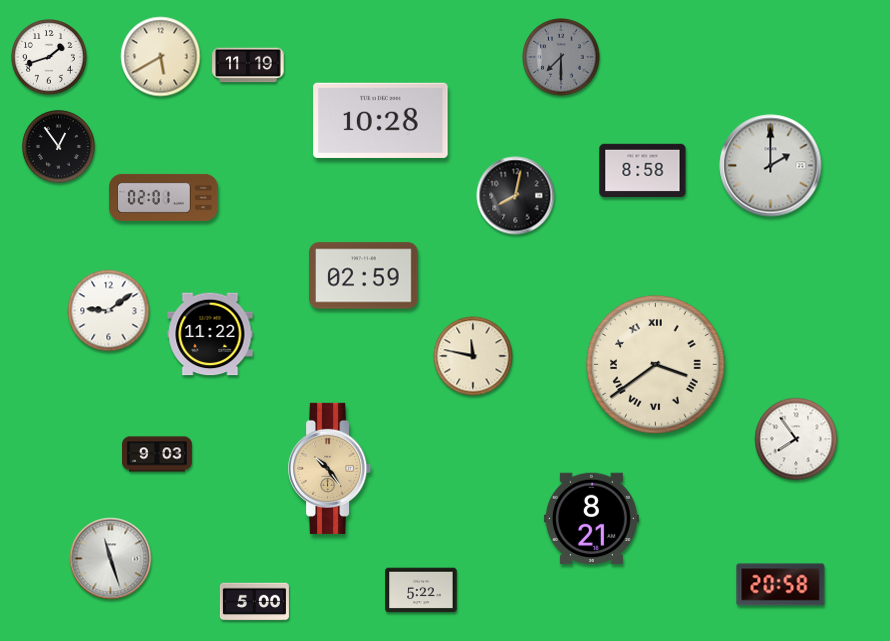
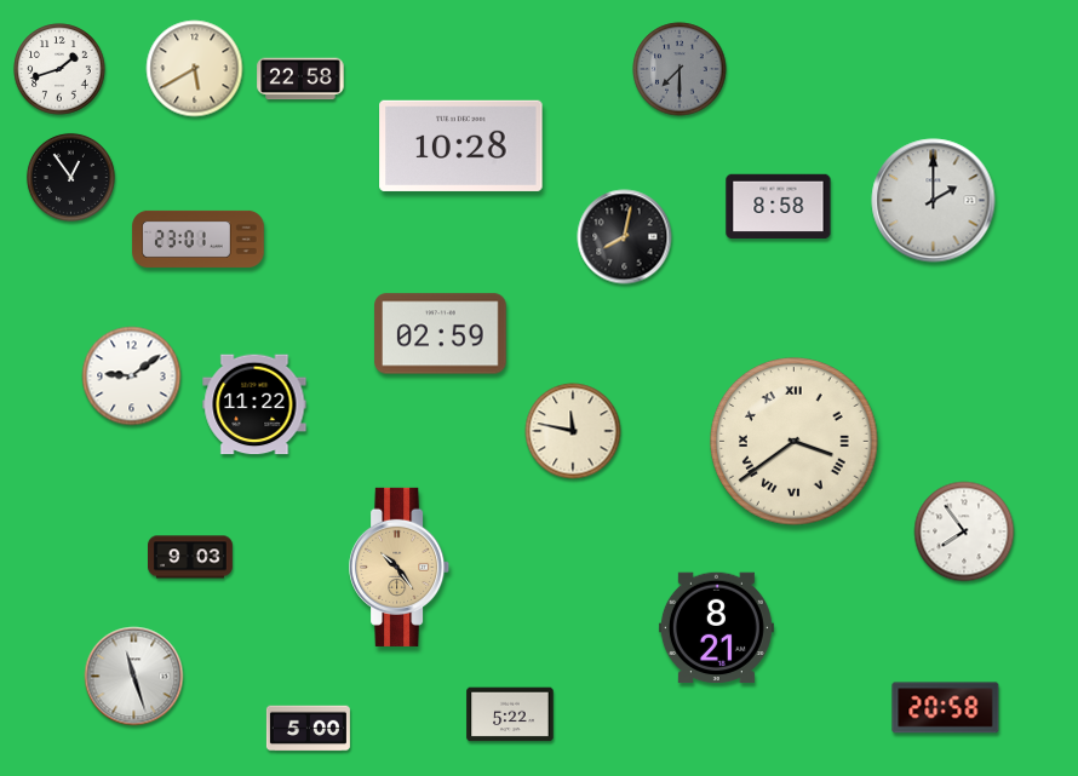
clock at (248, 65): 11:19 -> 22:58
clock at (164, 197): 02:01 -> 23:01
clock at (158, 454) position: (158, 454) -> (191, 557)
